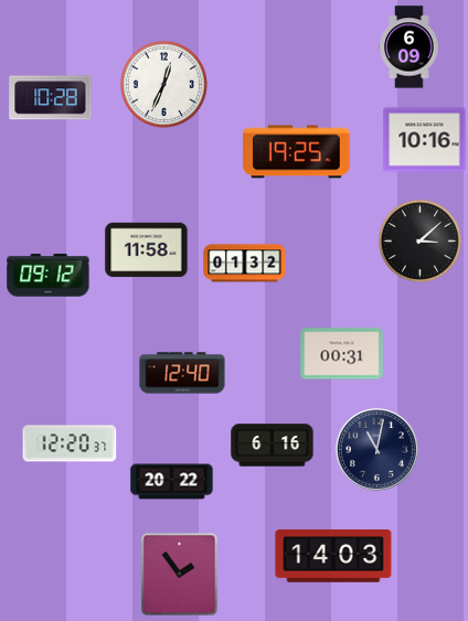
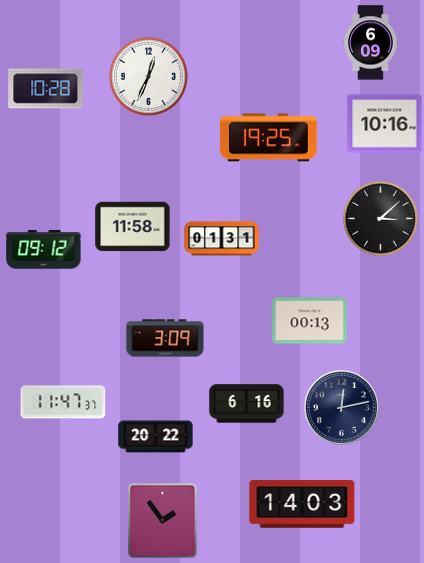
clock at (425, 140) position: (425, 140) -> (385, 124)
clock at (245, 264): 01:32 -> 01:31
clock at (342, 354): 00:31 -> 00:13
clock at (182, 373): 12:40 -> 3:09
clock at (70, 443): 12:20 -> 11:47
clock at (377, 450): 11:02 -> 12:13
